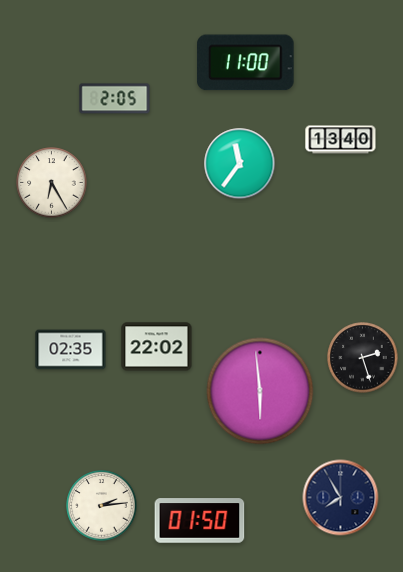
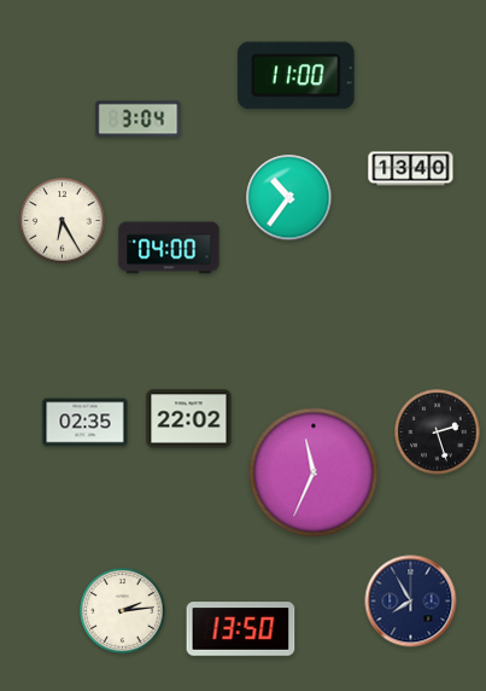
clock at (115, 99): 2:05 -> 3:04
clock at (240, 164): 11:36 -> 10:36
clock at (169, 248): none -> 04:00
clock at (260, 391): 5:59 -> 11:34
clock at (200, 521): 01:50 -> 13:50
